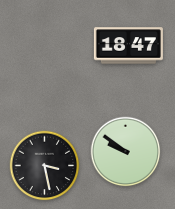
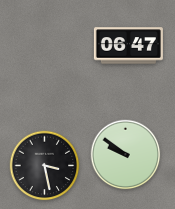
clock at (128, 46): 18:47 -> 06:47
clock at (126, 152) position: (126, 152) -> (126, 155)
